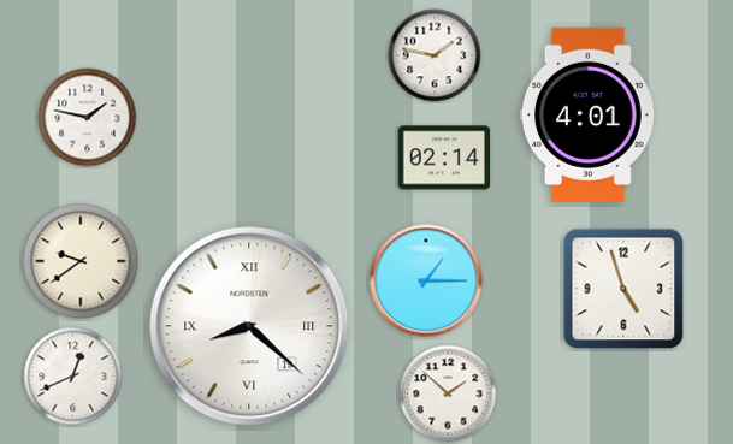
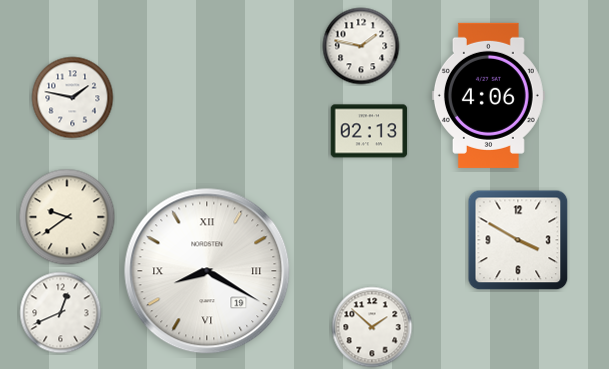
clock at (587, 114): 4:01 -> 4:06
clock at (444, 158): 02:14 -> 02:13
clock at (426, 280): 1:15 -> none
clock at (623, 289): 4:57 -> 3:50
clock at (249, 326): 8:22 -> 8:20
